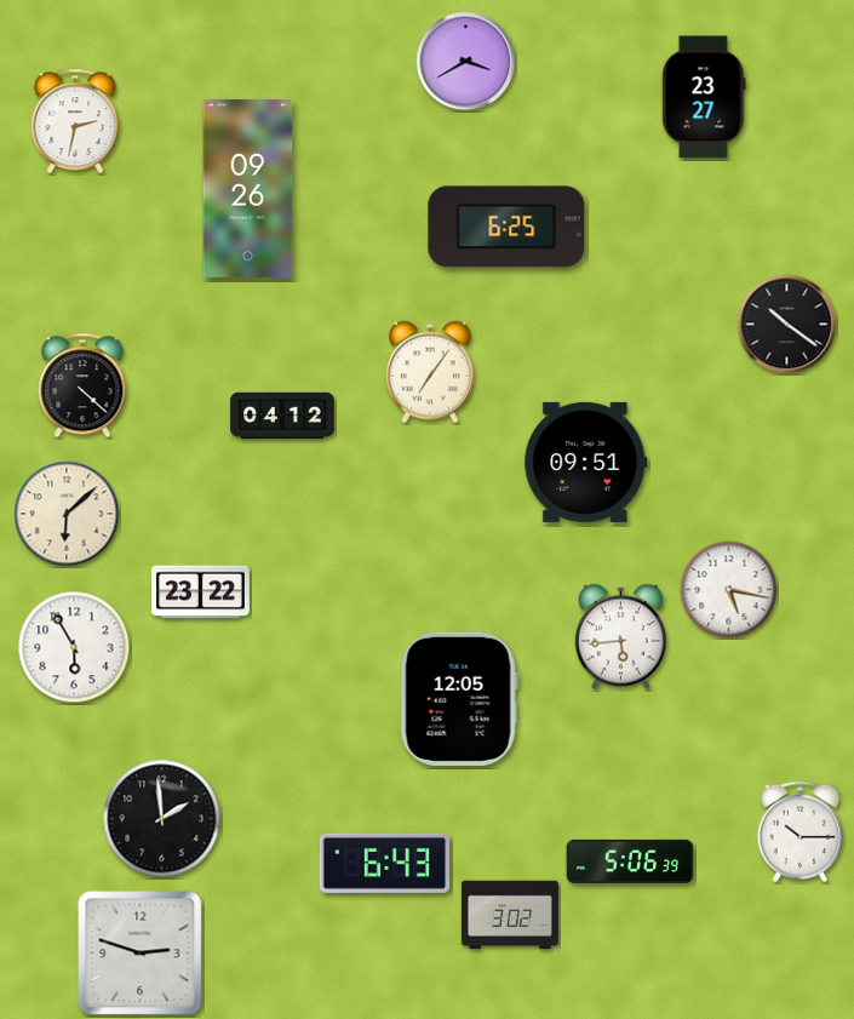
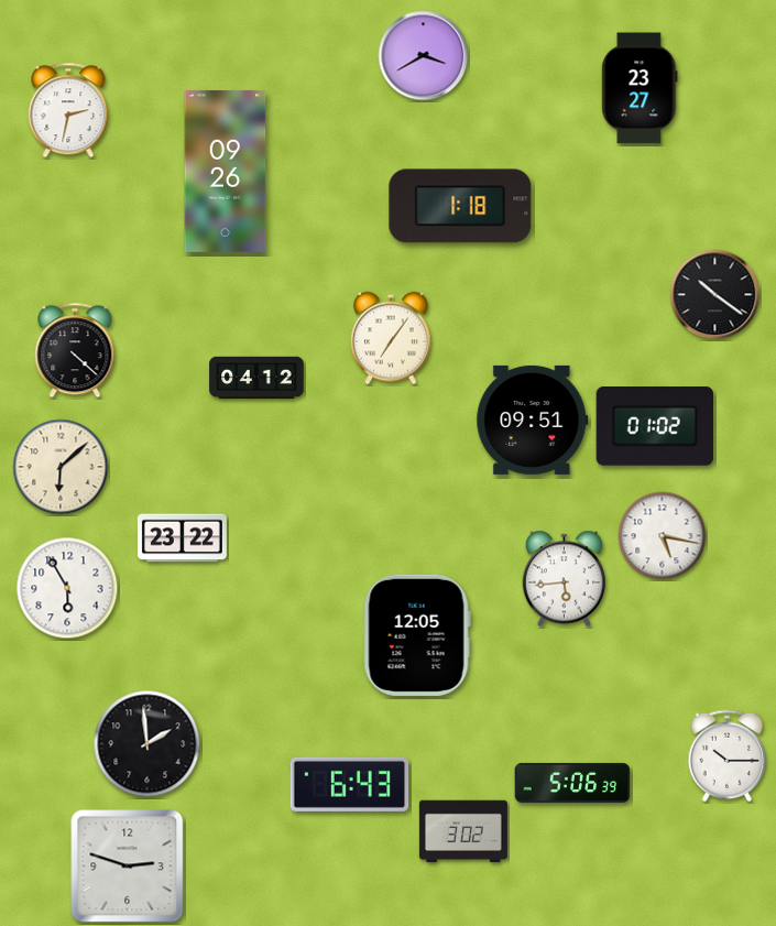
clock at (506, 227): 6:25 -> 1:18
clock at (655, 427): none -> 01:02
